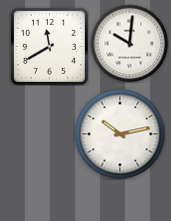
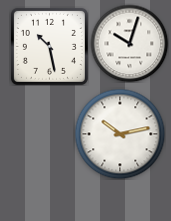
clock at (129, 43): 10:01 -> 10:03
clock at (49, 46): 11:40 -> 10:28
